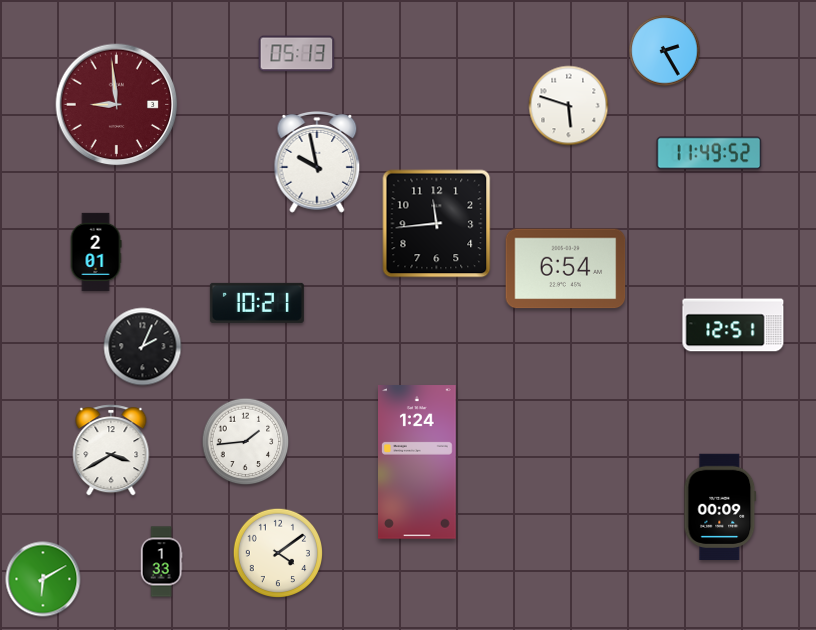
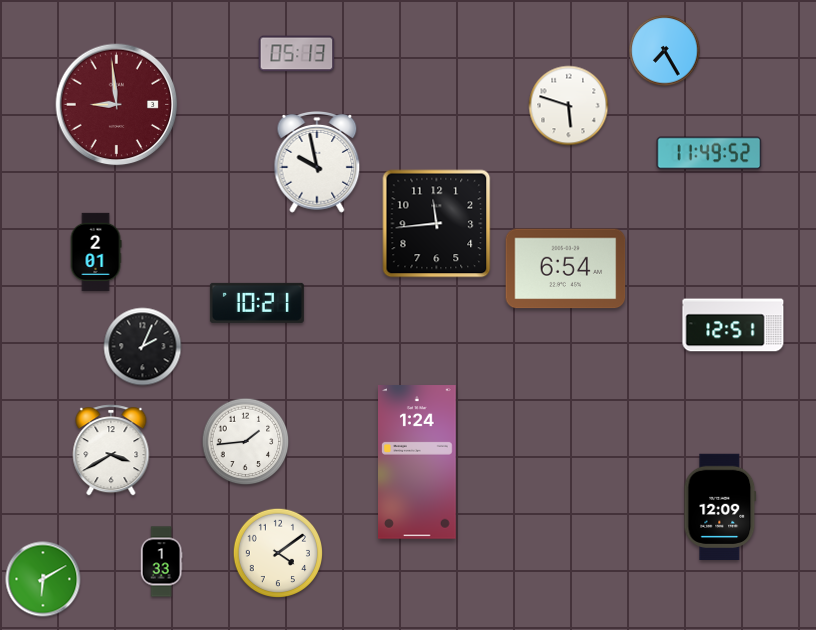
clock at (665, 51): 2:25 -> 7:25
clock at (720, 506): 00:09 -> 12:09
